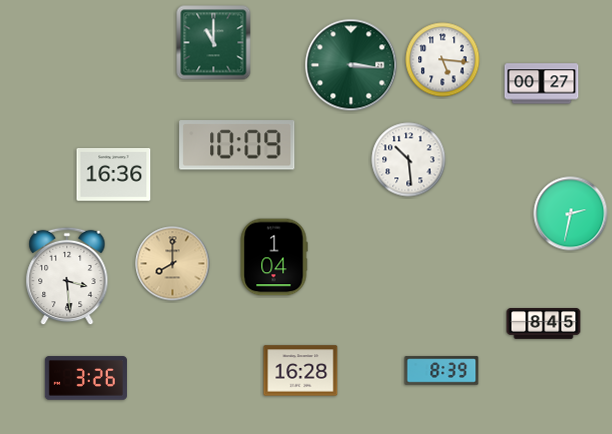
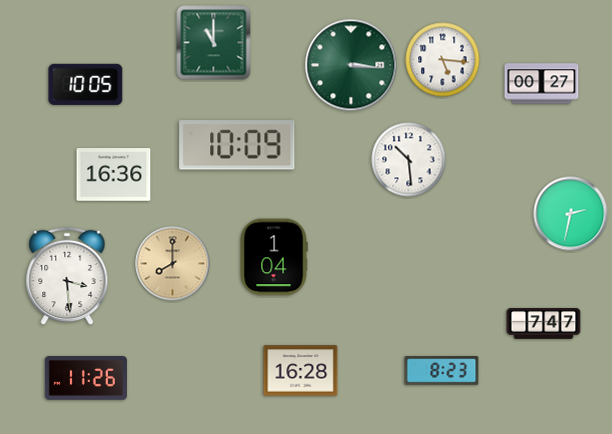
clock at (86, 84): none -> 10:05
clock at (544, 324): 8:45 -> 7:47
clock at (442, 371): 8:39 -> 8:23
clock at (86, 378): 3:26 -> 11:26
